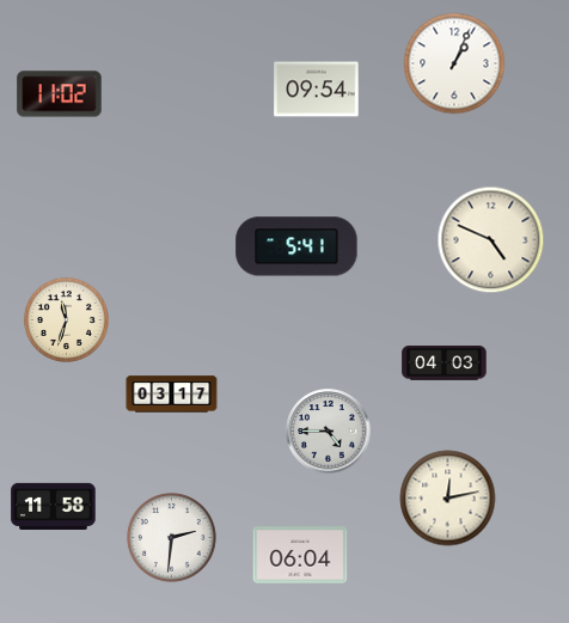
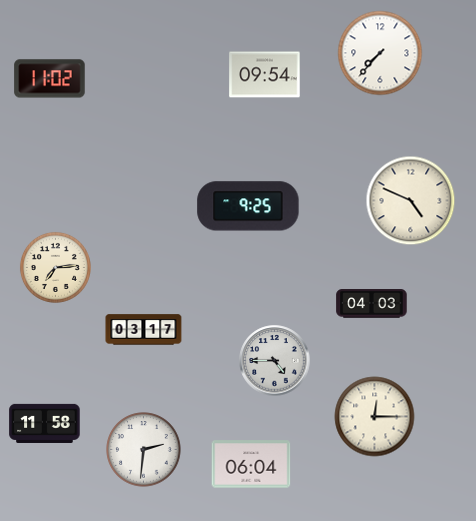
clock at (454, 63): 1:04 -> 7:37
clock at (296, 246): 5:41 -> 9:25
clock at (66, 319): 11:33 -> 7:14
clock at (448, 499): 12:13 -> 12:15
